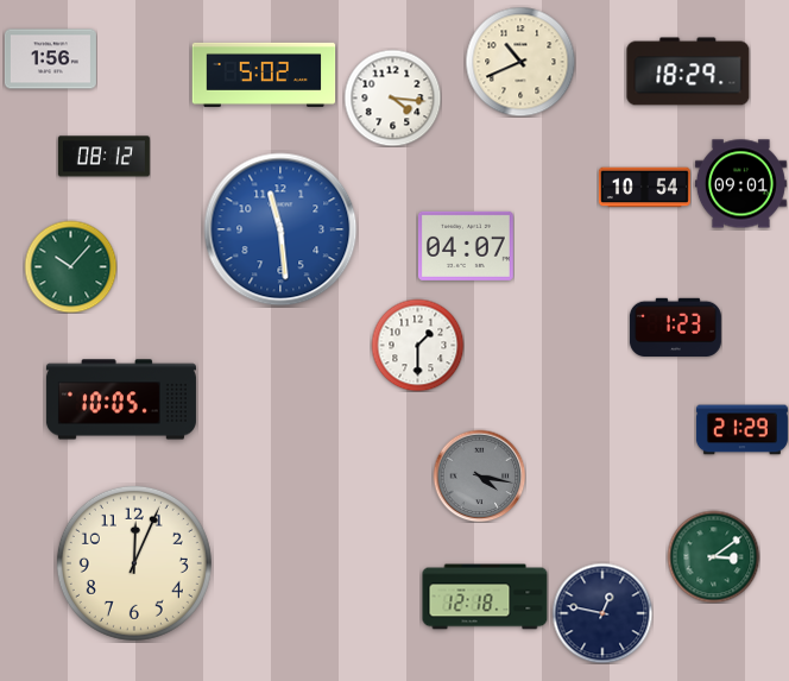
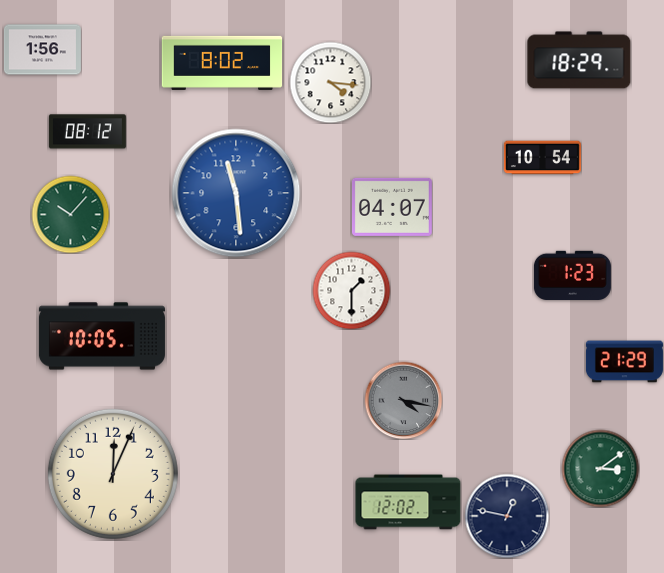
clock at (520, 62): 10:41 -> none
clock at (264, 75): 5:02 -> 8:02
clock at (740, 184): 09:01 -> none
clock at (70, 266) position: (70, 266) -> (70, 214)
clock at (675, 327) position: (675, 327) -> (572, 275)
clock at (485, 597): 12:18 -> 12:02
